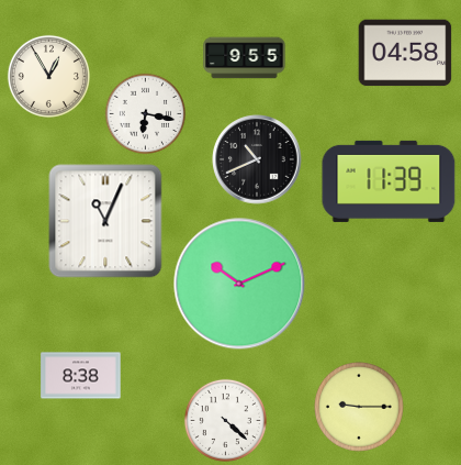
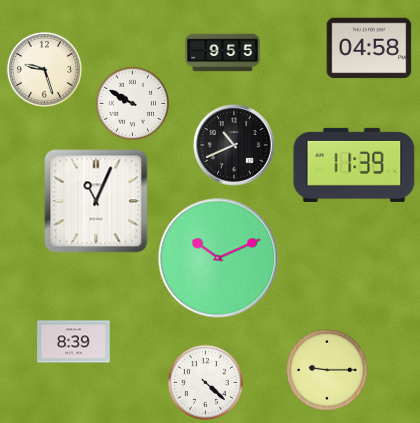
clock at (48, 76): 12:55 -> 9:27
clock at (145, 113): 6:17 -> 9:50
clock at (81, 376): 8:38 -> 8:39
